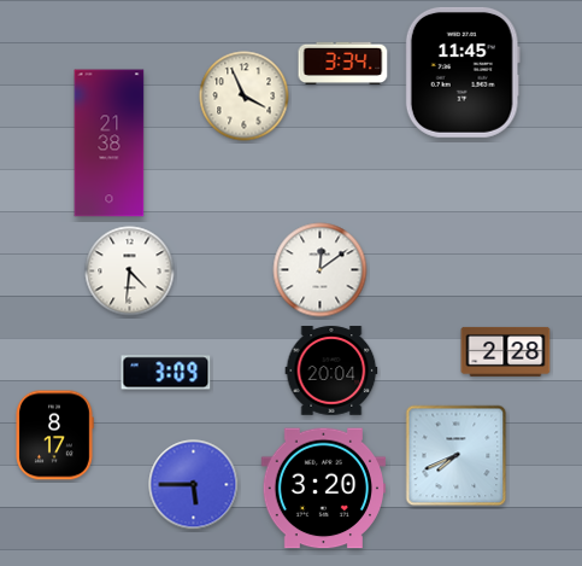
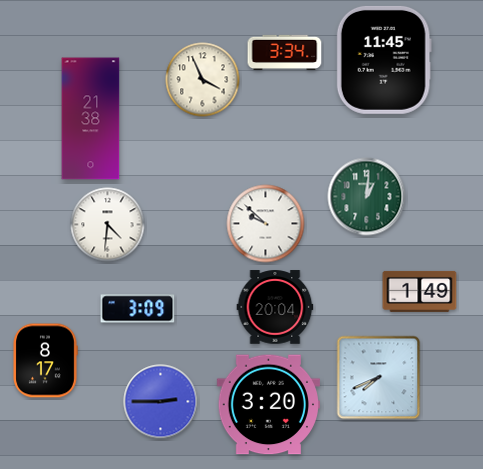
clock at (367, 197): none -> 1:01
clock at (321, 270): 12:09 -> 9:52
clock at (506, 351): 2:28 -> 1:49
clock at (194, 485): 5:45 -> 2:45
